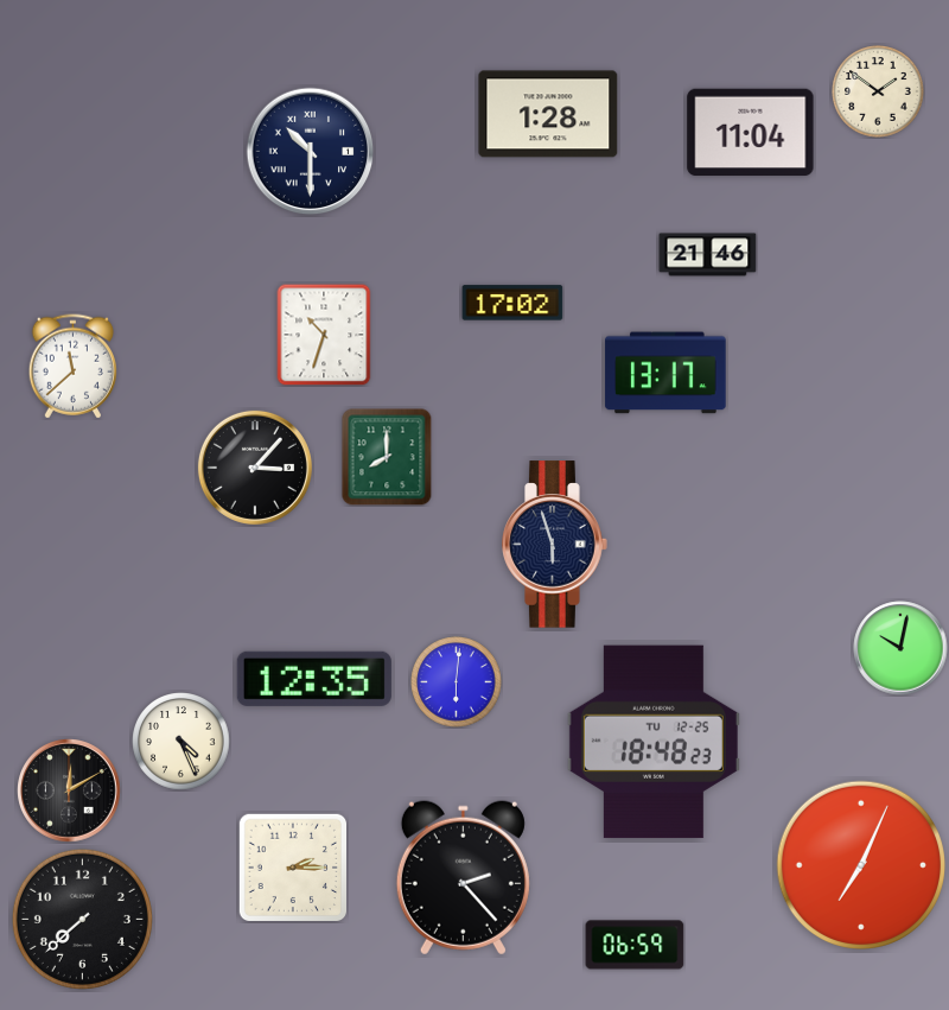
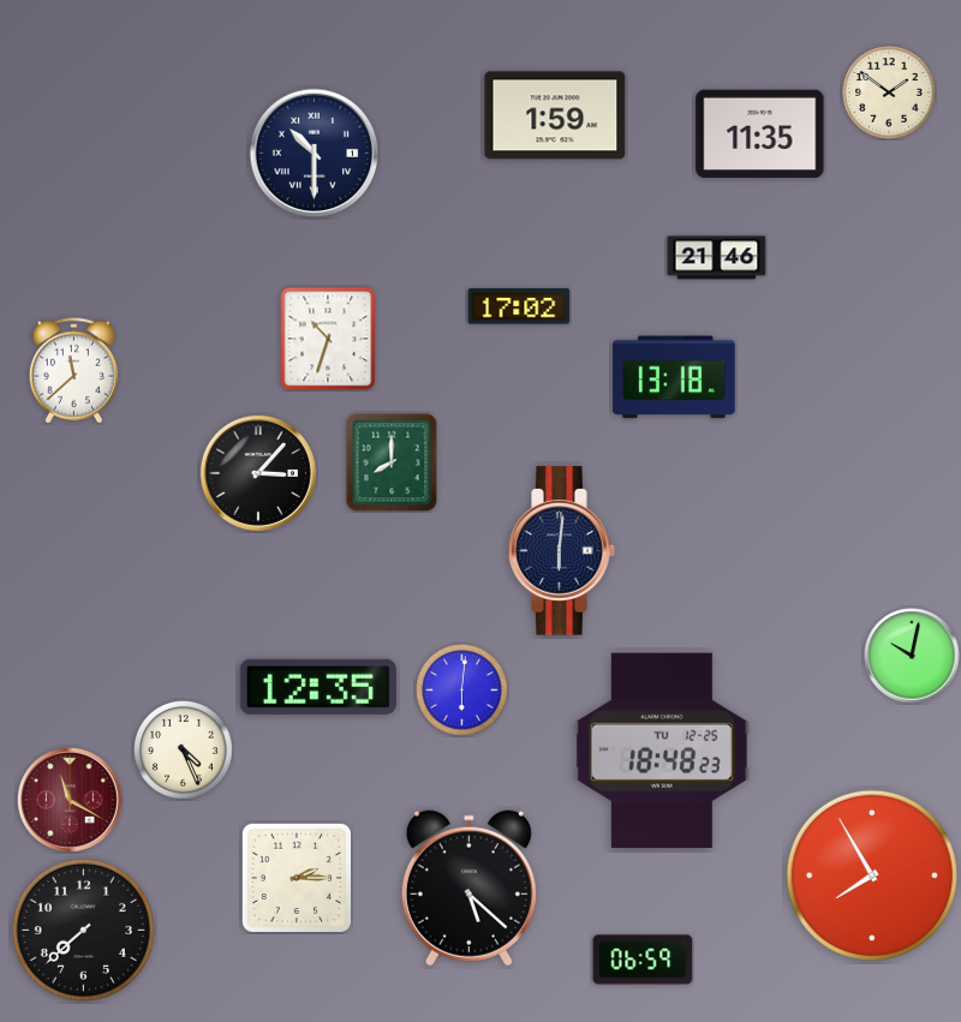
clock at (548, 114): 1:28 -> 1:59
clock at (751, 133): 11:04 -> 11:35
clock at (665, 373): 13:17 -> 13:18
clock at (555, 545): 5:57 -> 6:01
clock at (69, 790): 12:10 -> 11:20
clock at (69, 790) dial: black -> burgundy
clock at (860, 864): 7:04 -> 7:55
clock at (463, 878): 2:23 -> 5:22
clock at (635, 945) position: (635, 945) -> (643, 960)
